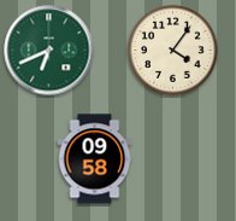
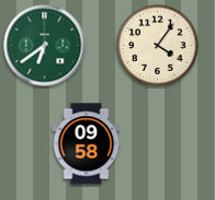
clock at (49, 51): 6:41 -> 6:39
